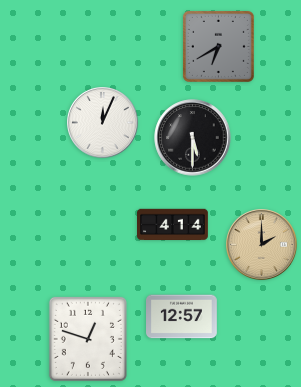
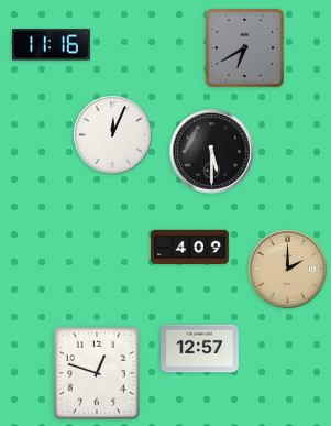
clock at (52, 45): none -> 11:16
clock at (218, 46) position: (218, 46) -> (244, 47)
clock at (173, 225): 4:14 -> 4:09
